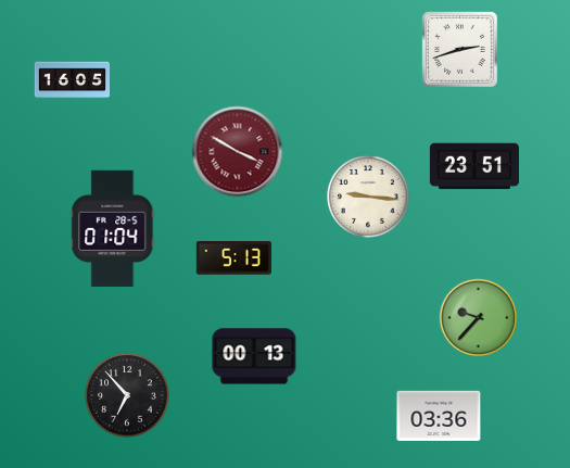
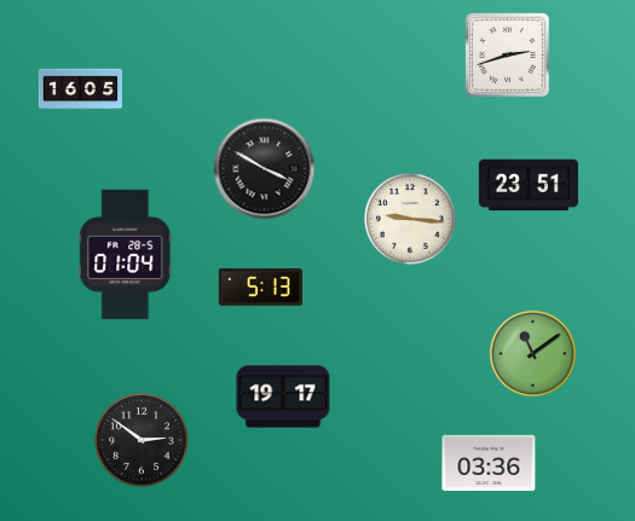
clock at (460, 50) position: (460, 50) -> (508, 56)
clock at (238, 152) dial: burgundy -> black
clock at (479, 318): 9:37 -> 11:09
clock at (254, 356): 00:13 -> 19:17
clock at (127, 395): 6:53 -> 2:51
